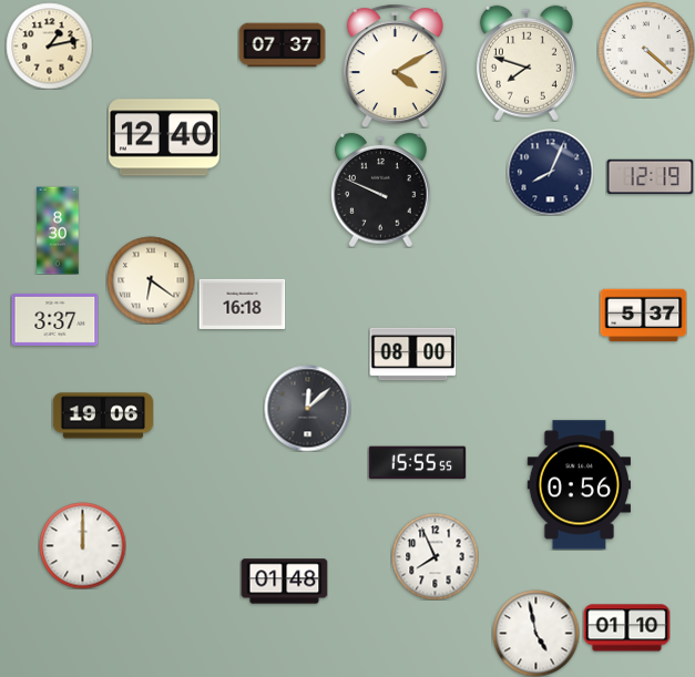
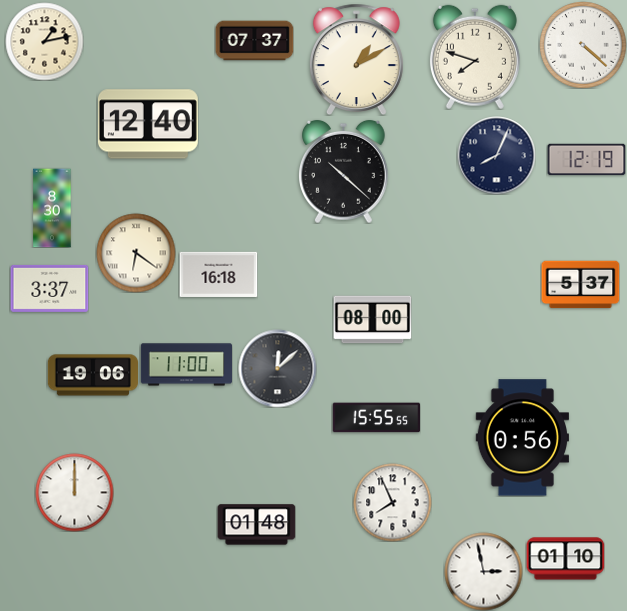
clock at (395, 65): 4:10 -> 1:10
clock at (381, 189): 9:49 -> 10:22
clock at (186, 365): none -> 11:00
clock at (626, 628) position: (626, 628) -> (565, 559)
clock at (535, 633): 4:58 -> 2:58
